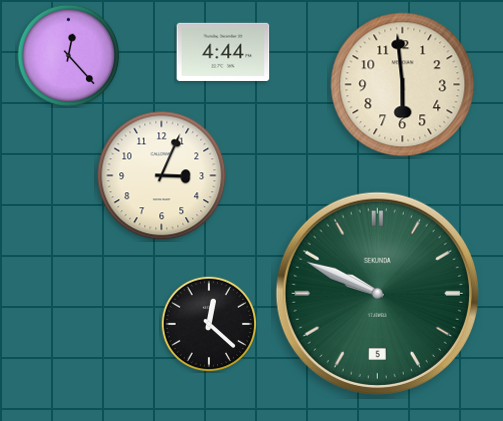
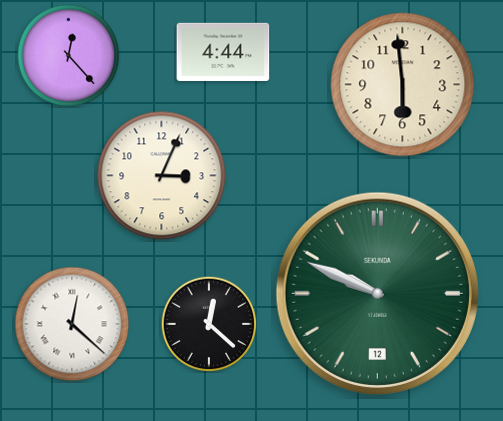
clock at (377, 293) date: 5 -> 12
clock at (72, 324): none -> 12:22
